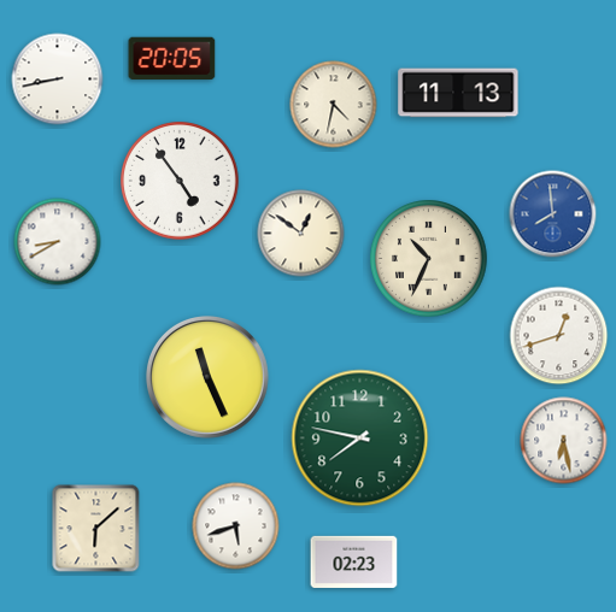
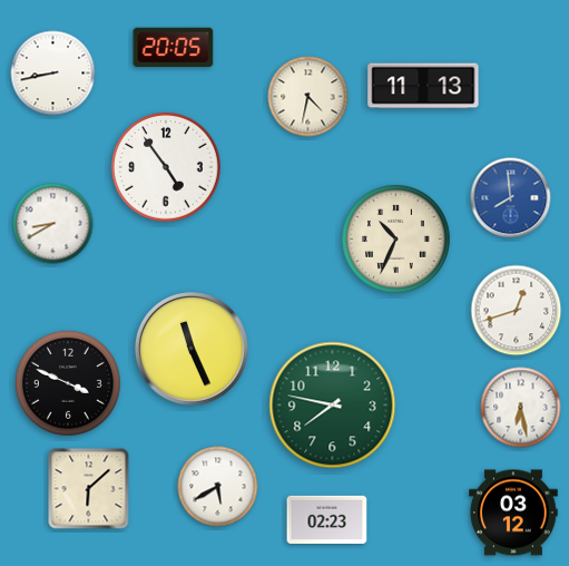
clock at (172, 59) position: (172, 59) -> (174, 48)
clock at (301, 234): 12:51 -> none
clock at (68, 383): none -> 3:49
clock at (236, 526): 5:42 -> 5:40
clock at (513, 513): none -> 03:12
